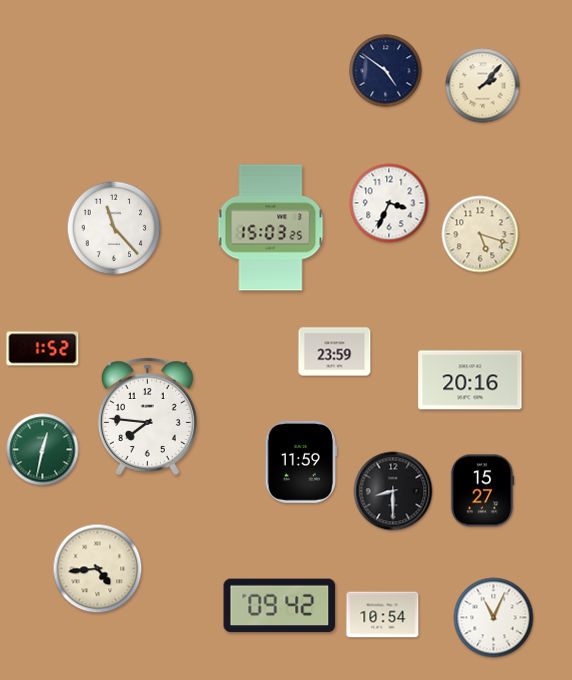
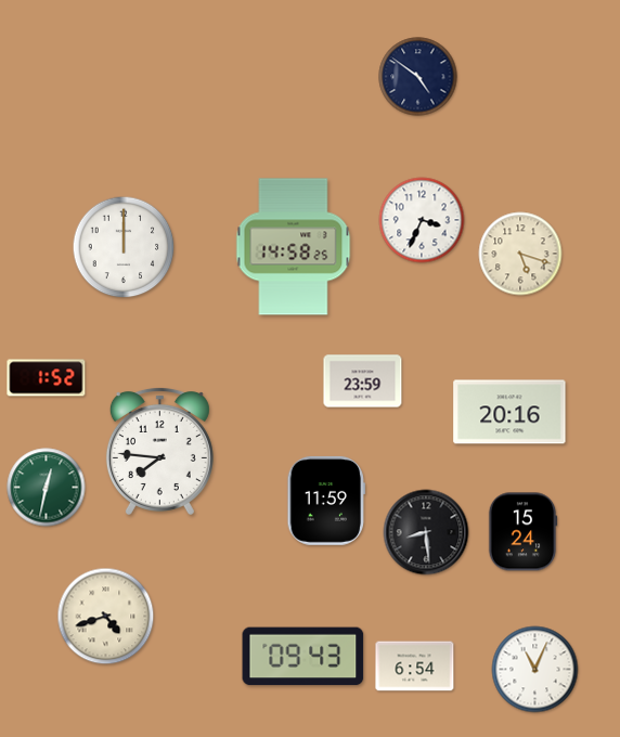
clock at (483, 86): 2:07 -> none
clock at (114, 228): 11:23 -> 12:00
clock at (271, 228): 15:03 -> 14:58
clock at (393, 491): 8:30 -> 8:29
clock at (482, 491): 15:27 -> 15:24
clock at (98, 569): 4:44 -> 4:42
clock at (280, 606): 09:42 -> 09:43
clock at (383, 615): 10:54 -> 6:54
